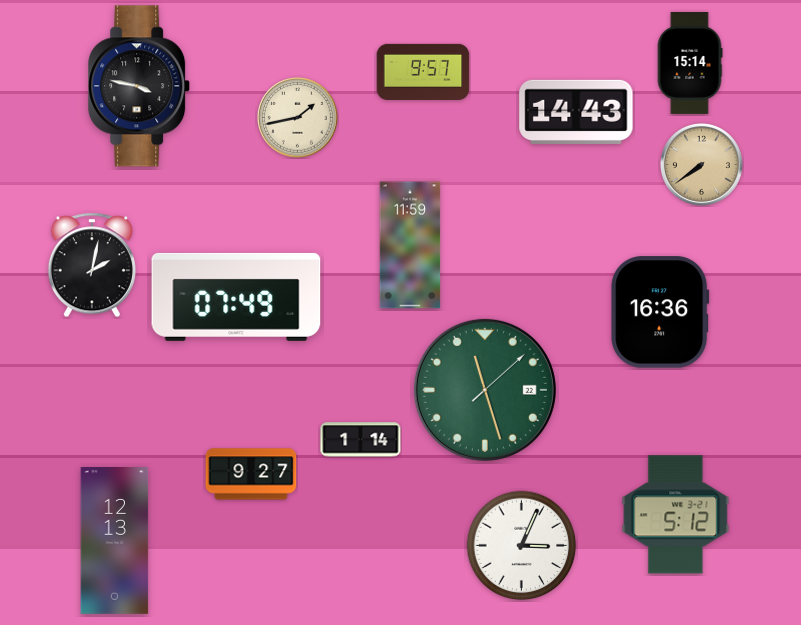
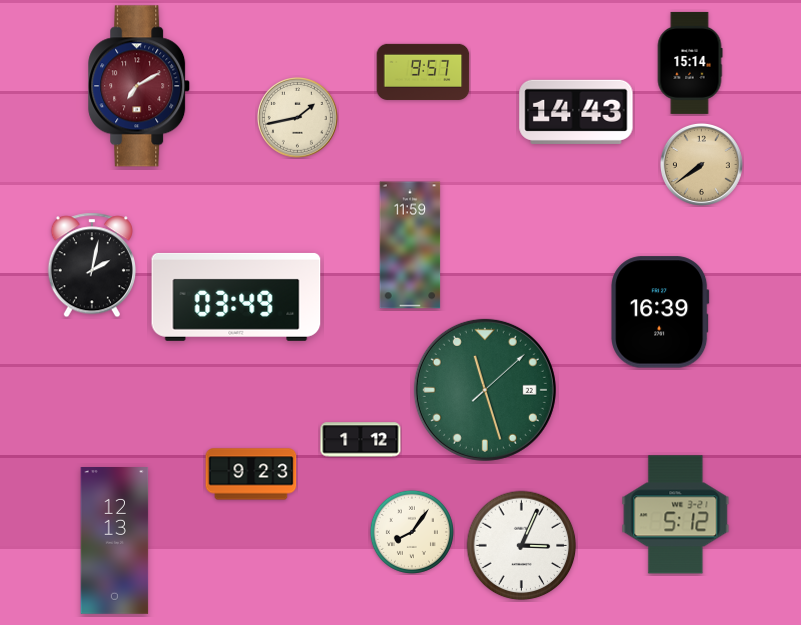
clock at (140, 86): 3:47 -> 7:10
clock at (140, 86) dial: black -> burgundy
clock at (236, 297): 07:49 -> 03:49
clock at (660, 312): 16:36 -> 16:39
clock at (361, 440): 1:14 -> 1:12
clock at (251, 474): 9:27 -> 9:23
clock at (412, 532): none -> 8:06
